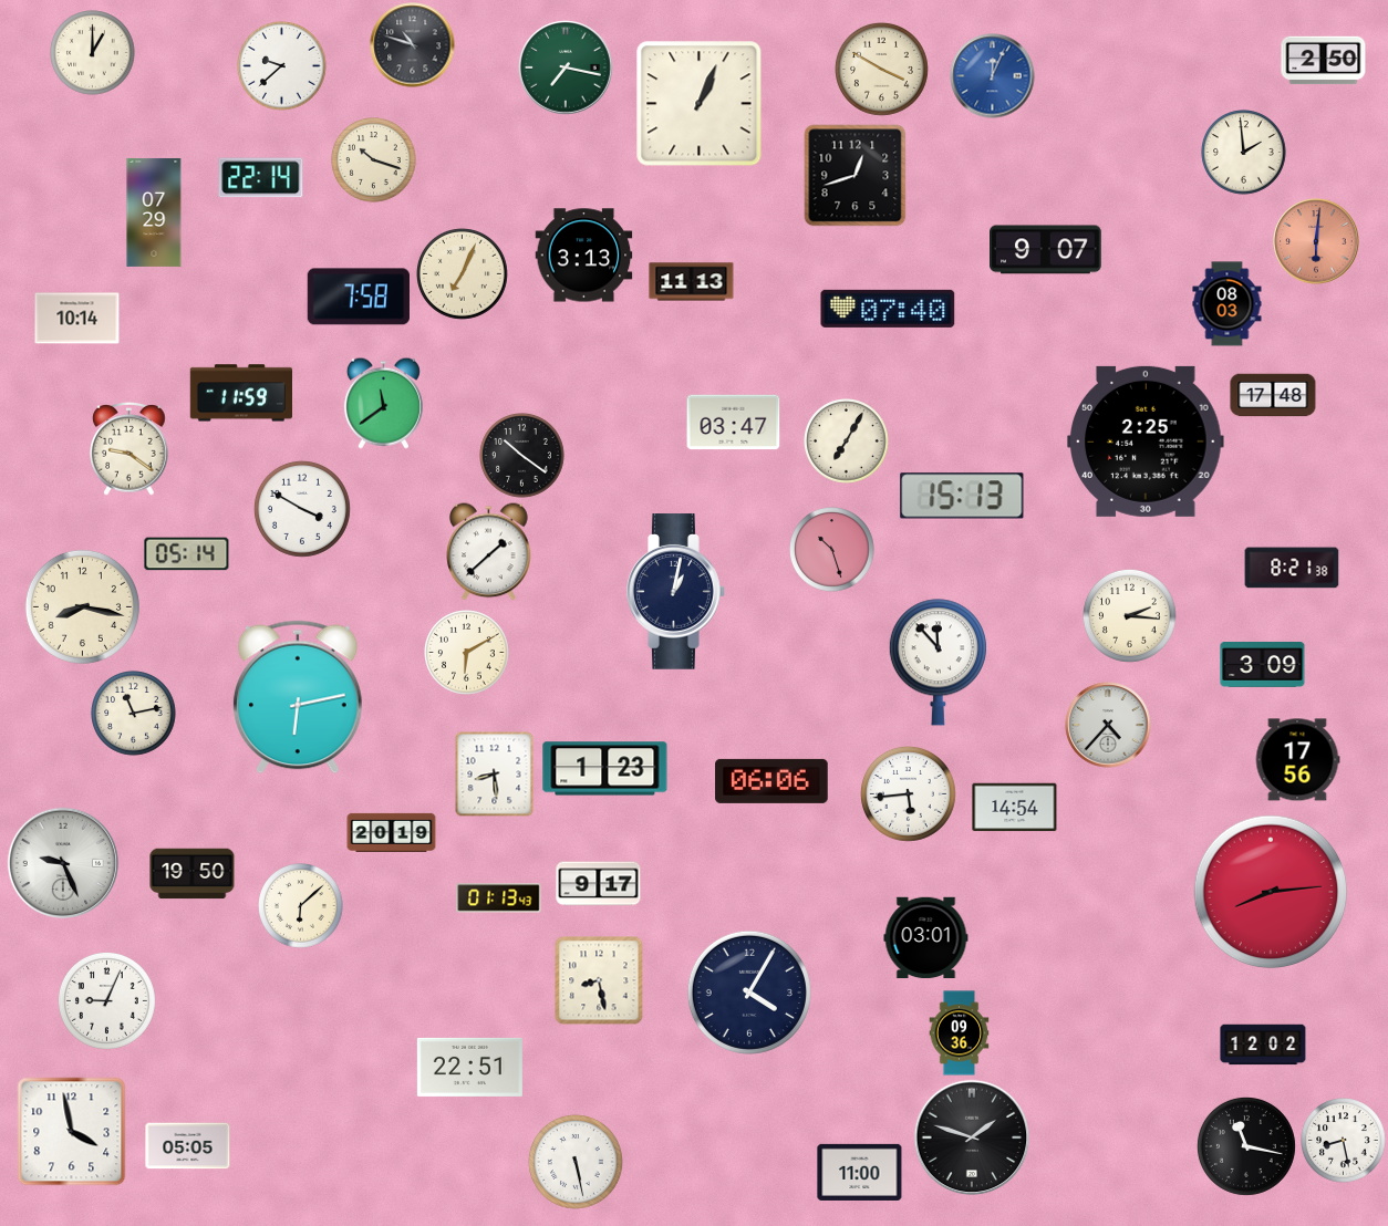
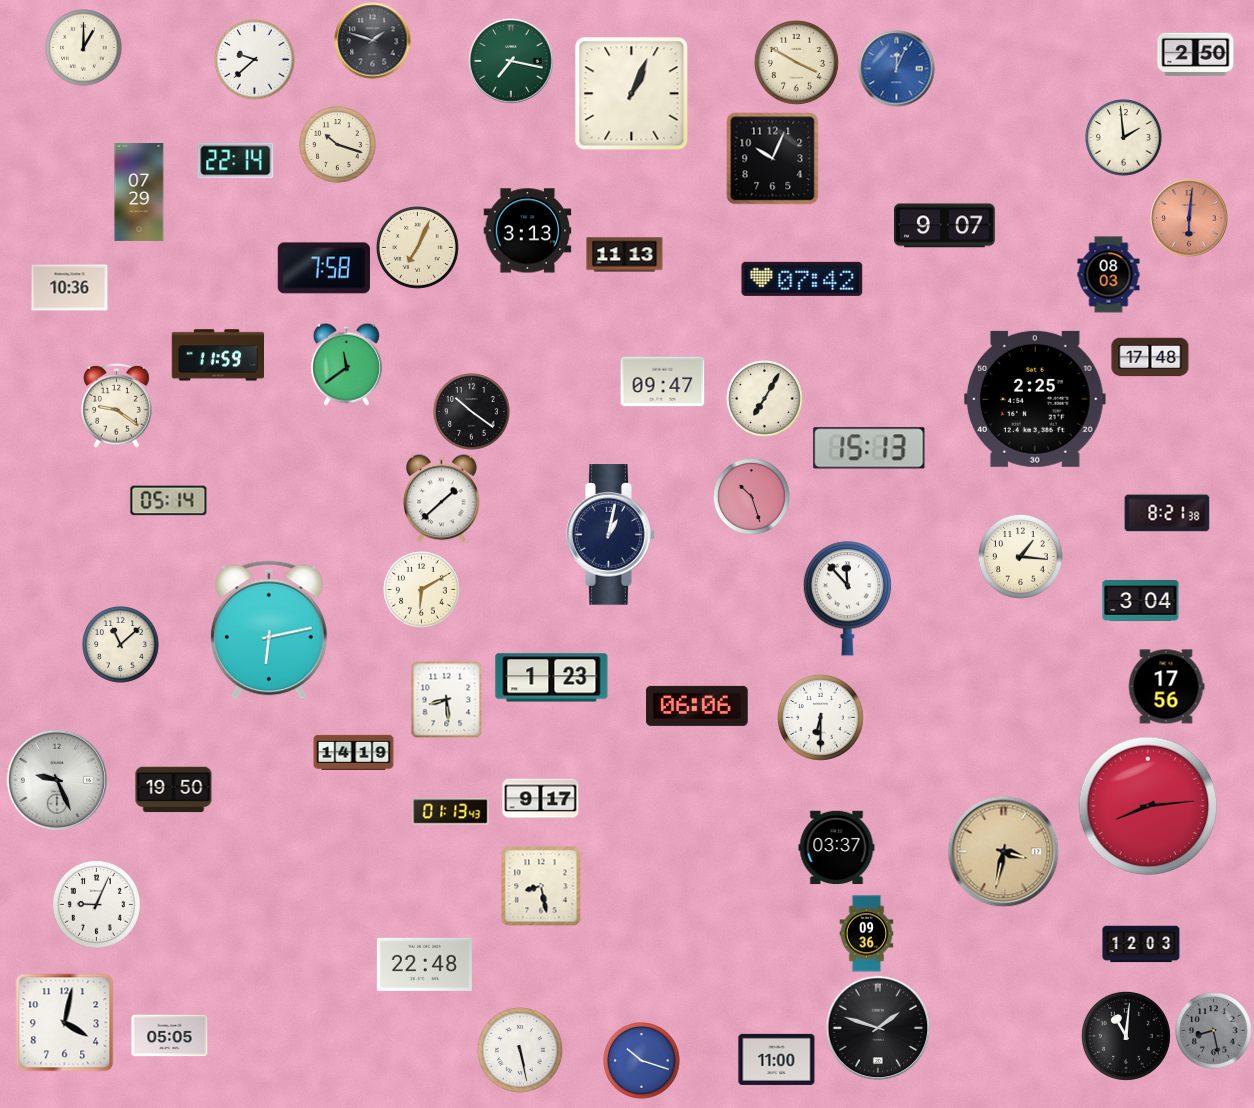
clock at (413, 45): 10:48 -> 1:48
clock at (856, 176): 12:42 -> 10:04
clock at (888, 309): 07:40 -> 07:42
clock at (77, 319): 10:14 -> 10:36
clock at (734, 423): 03:47 -> 09:47
clock at (302, 509): 3:50 -> none
clock at (82, 606): 8:17 -> none
clock at (1130, 616): 2:16 -> 1:16
clock at (1263, 665): 3:09 -> 3:04
clock at (134, 714): 11:13 -> 11:08
clock at (1108, 725): 4:37 -> none
clock at (1297, 760) position: (1297, 760) -> (1166, 687)
clock at (605, 769) position: (605, 769) -> (552, 678)
clock at (908, 793): 5:44 -> 6:30
clock at (1015, 808): 14:54 -> none
clock at (392, 832): 20:19 -> 14:19
clock at (301, 906): 6:08 -> none
clock at (926, 938): 03:01 -> 03:37
clock at (1004, 852): none -> 3:32
clock at (749, 993): 4:05 -> none
clock at (1263, 1045): 12:02 -> 12:03
clock at (469, 1067): 22:51 -> 22:48
clock at (72, 1132): 3:58 -> 4:02
clock at (1344, 1141) dial: white -> grey
clock at (1246, 1146): 11:17 -> 11:01
clock at (642, 1061): none -> 10:18
